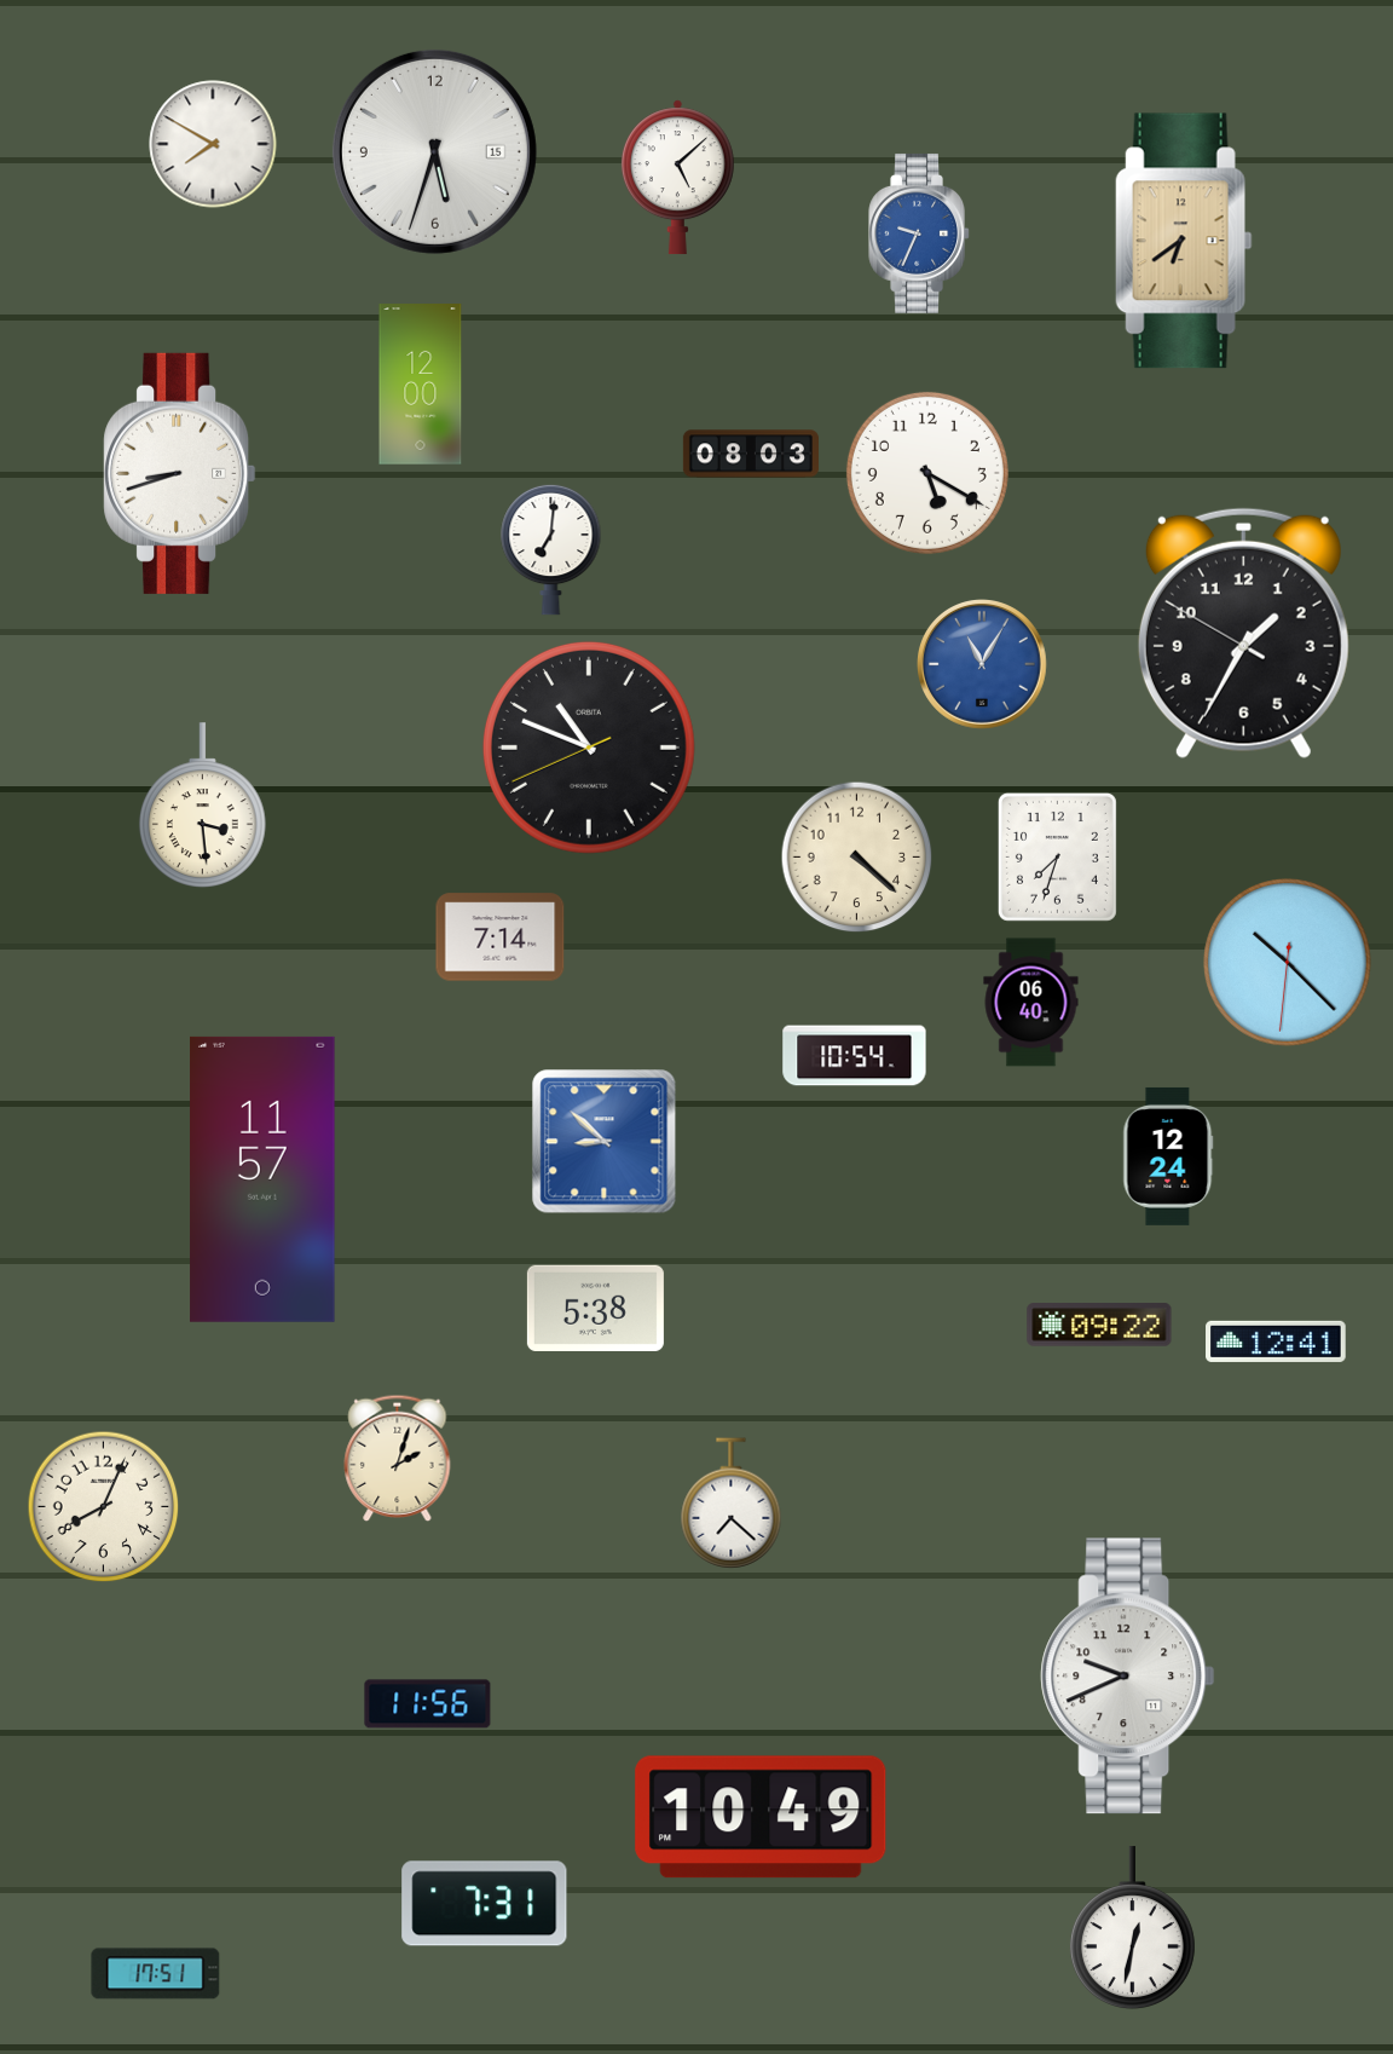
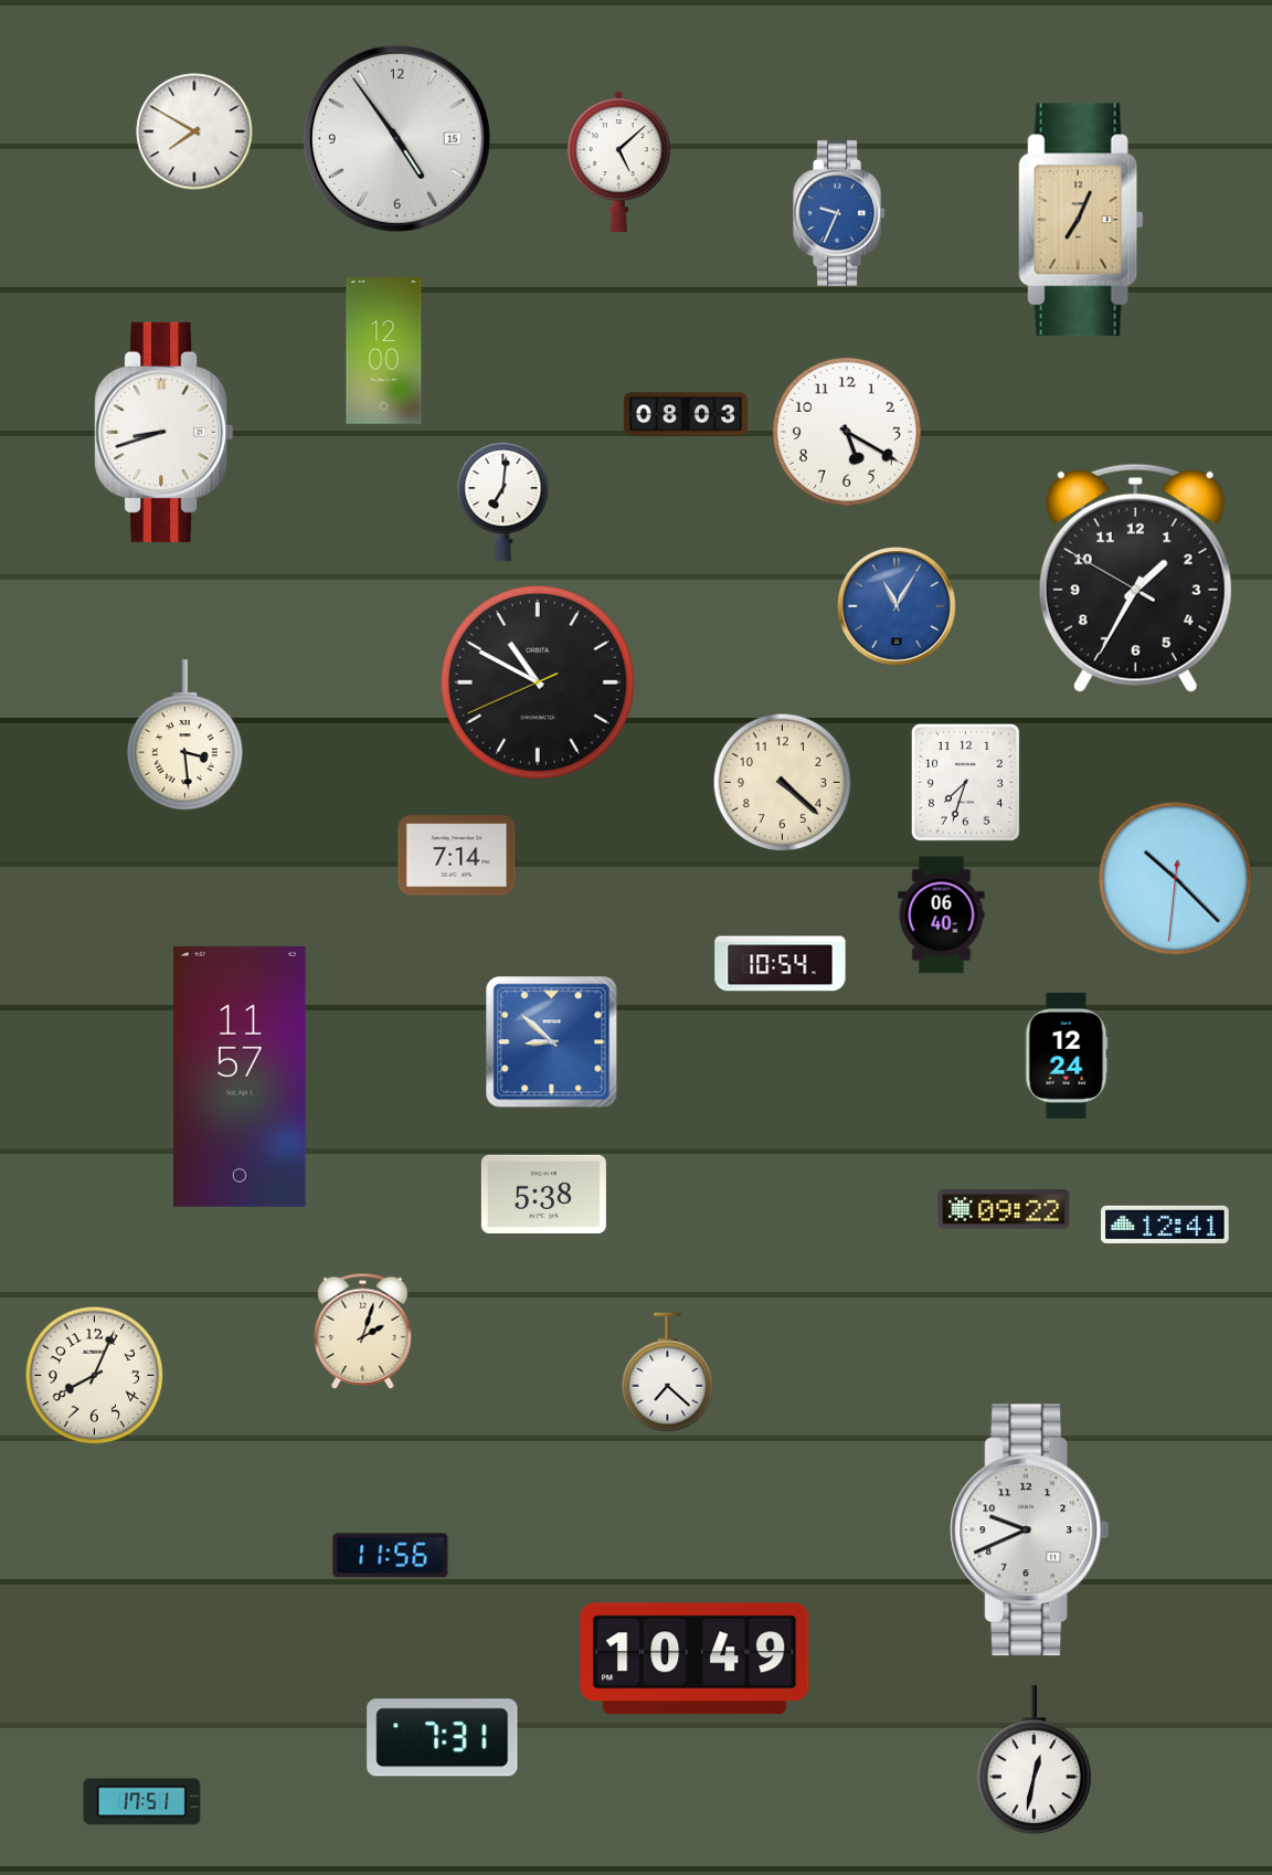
clock at (434, 151): 5:33 -> 4:54
clock at (1184, 241): 6:39 -> 7:04
clock at (589, 748): 10:48 -> 10:49
